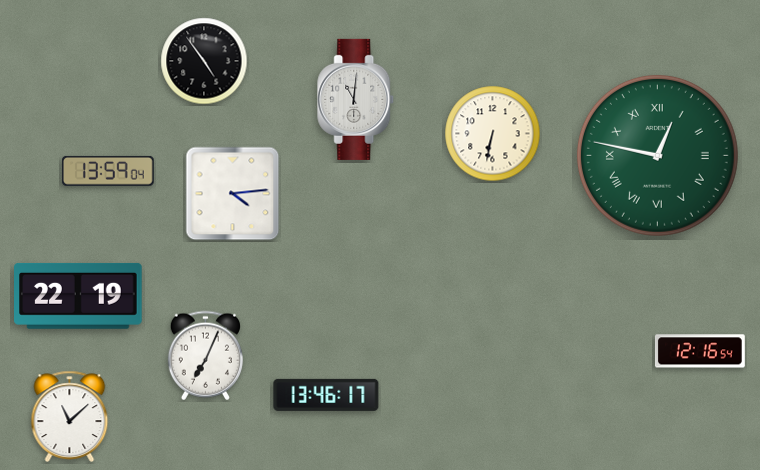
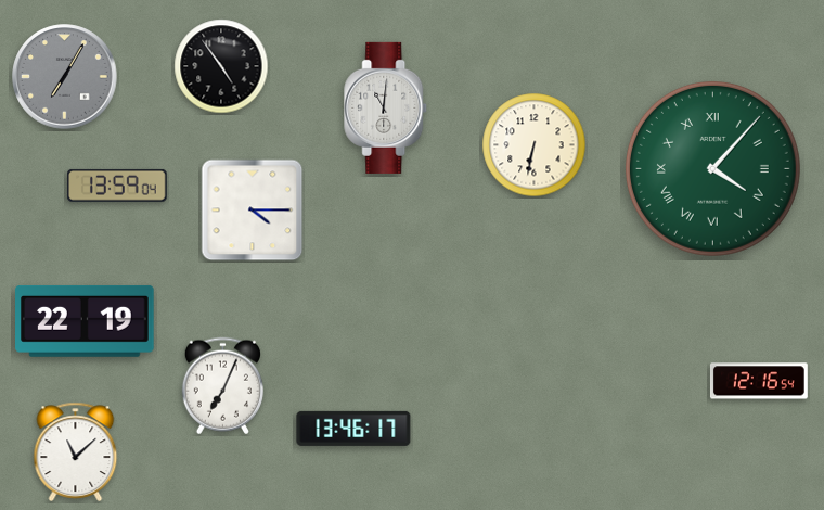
clock at (65, 77): none -> 7:05
clock at (657, 155): 12:47 -> 4:07
clock at (233, 194): 4:14 -> 4:15
